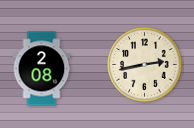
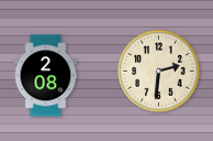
clock at (145, 65): 2:43 -> 2:31
